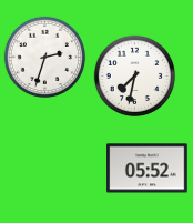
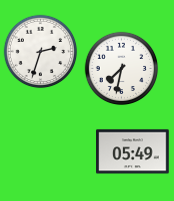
clock at (148, 169): 05:52 -> 05:49
